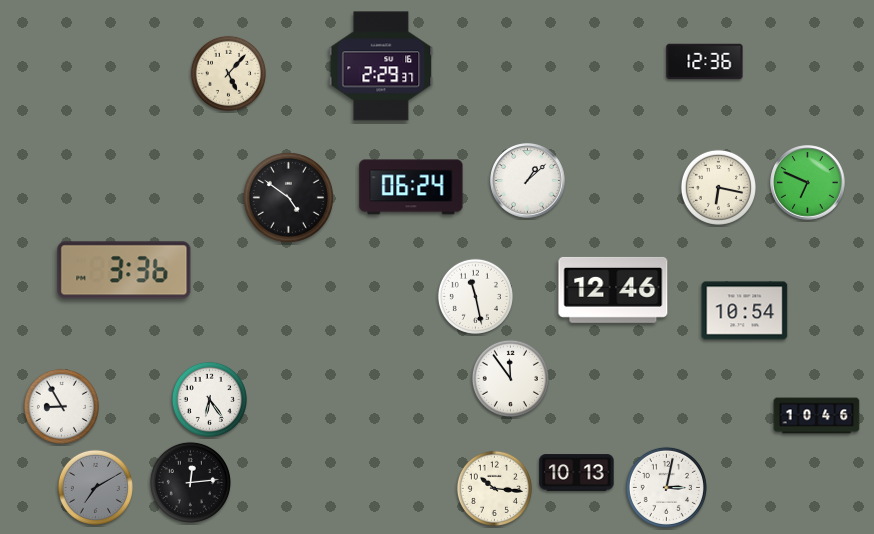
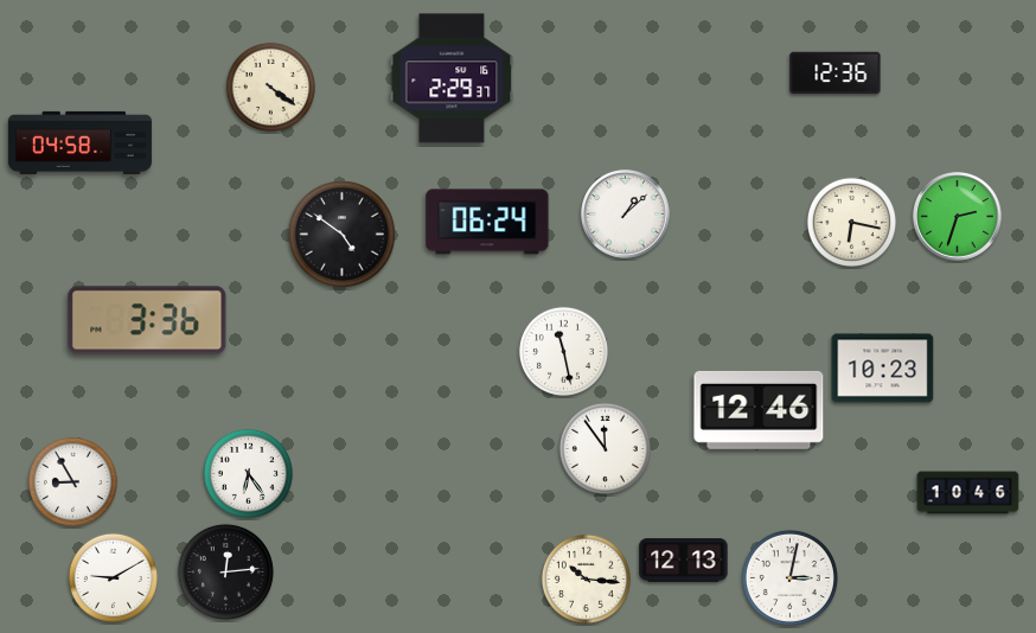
clock at (228, 73): 5:07 -> 4:21
clock at (79, 142): none -> 04:58
clock at (808, 183): 6:49 -> 2:33
clock at (613, 290) position: (613, 290) -> (759, 410)
clock at (745, 311): 10:54 -> 10:23
clock at (577, 473): 10:13 -> 12:13
clock at (95, 487): 7:10 -> 9:10
clock at (95, 487) dial: grey -> white
